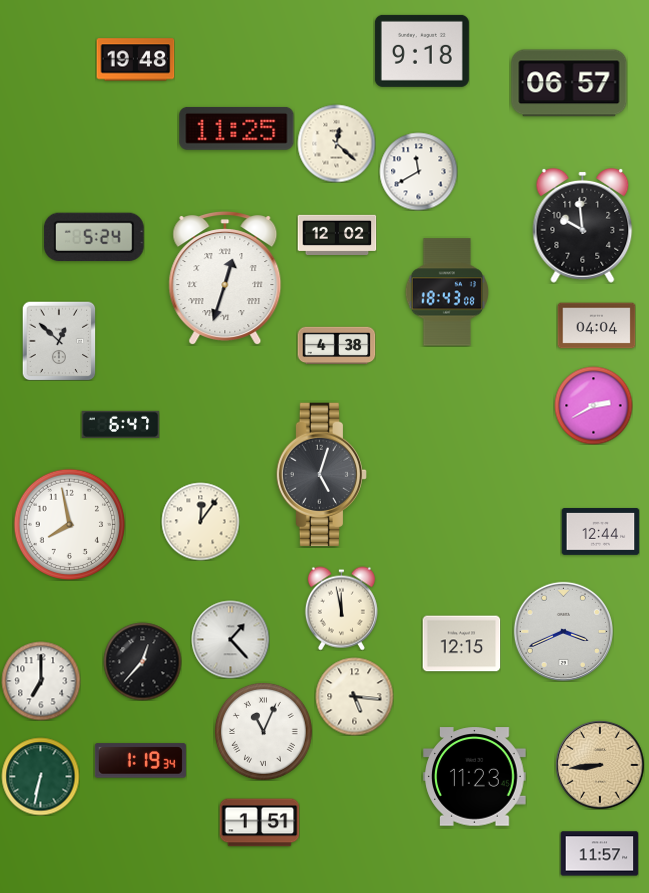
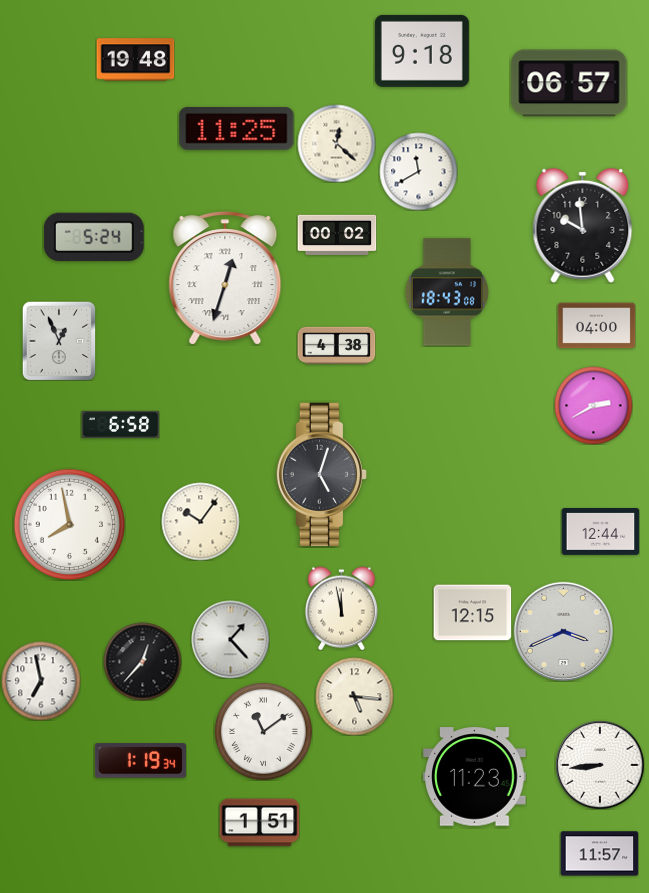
clock at (337, 235): 12:02 -> 00:02
clock at (596, 326): 04:04 -> 04:00
clock at (59, 341): 12:52 -> 12:56
clock at (120, 424): 6:47 -> 6:58
clock at (200, 521): 12:06 -> 10:06
clock at (461, 644) position: (461, 644) -> (472, 613)
clock at (41, 681): 7:00 -> 6:58
clock at (263, 731): 11:04 -> 11:09
clock at (600, 765) dial: champagne -> white
clock at (40, 776): 6:32 -> none
